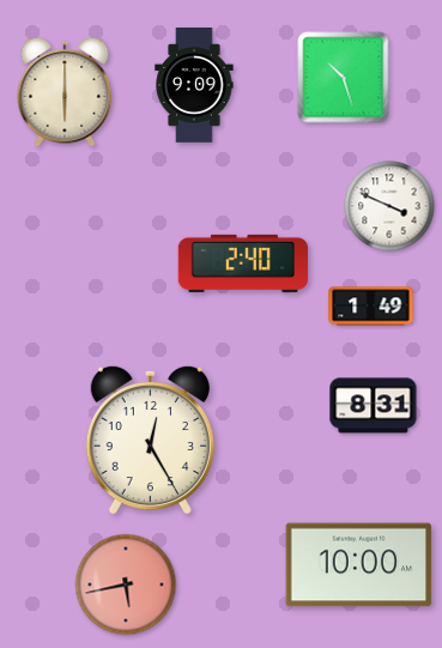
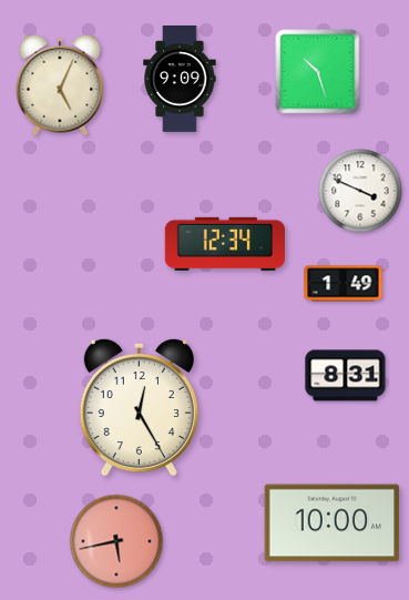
clock at (65, 92): 6:00 -> 5:04
clock at (243, 264): 2:40 -> 12:34
